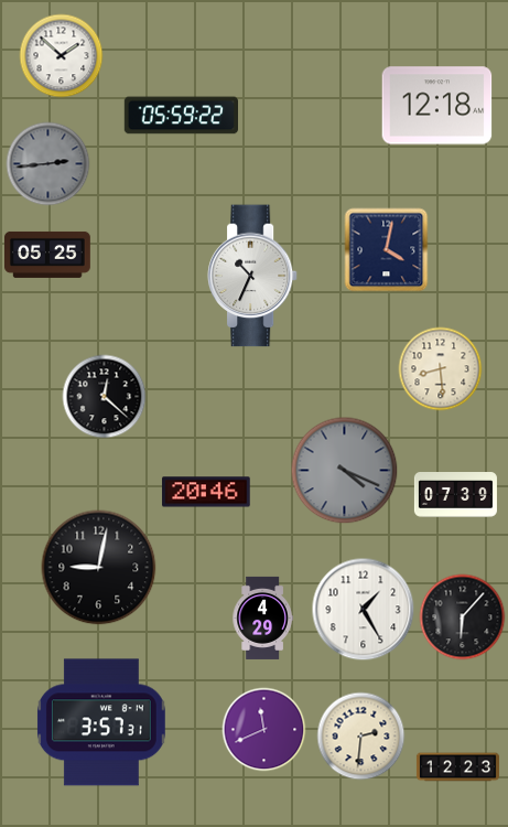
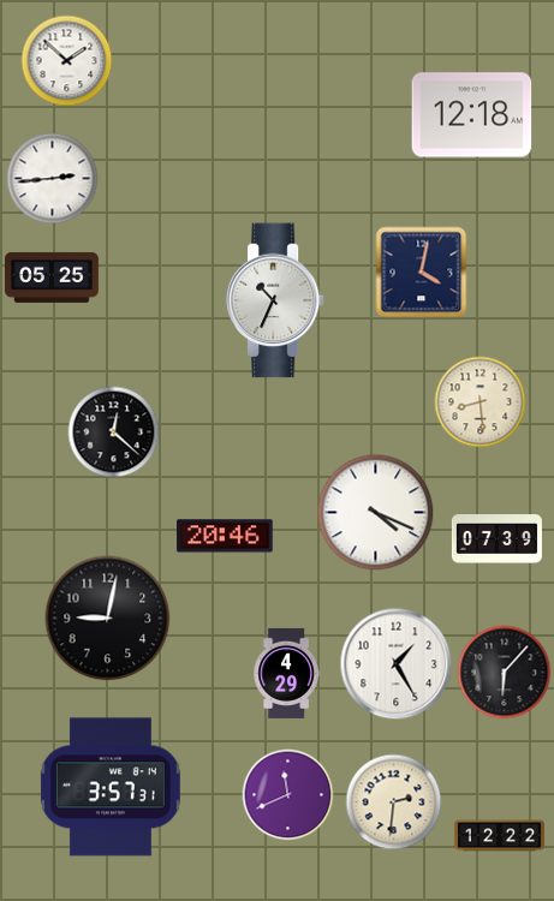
clock at (437, 106) position: (437, 106) -> (472, 115)
clock at (181, 116): 05:59 -> none
clock at (48, 164) dial: grey -> white
clock at (345, 471) dial: grey -> white
clock at (457, 767): 12:23 -> 12:22
